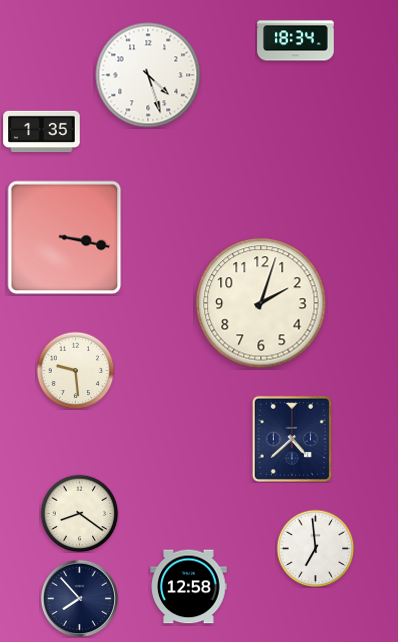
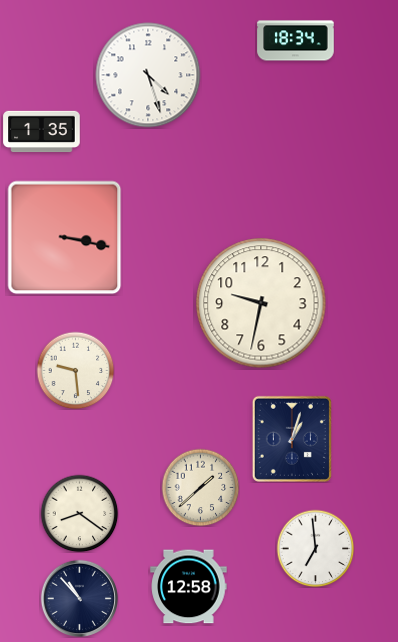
clock at (261, 303): 2:03 -> 9:32
clock at (292, 439): 4:38 -> 1:03
clock at (200, 487): none -> 1:38
clock at (79, 598): 7:53 -> 10:53
